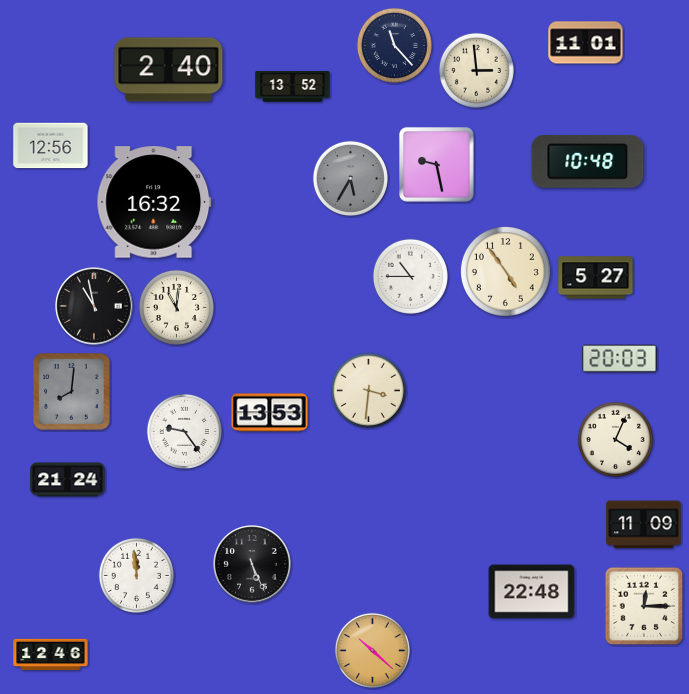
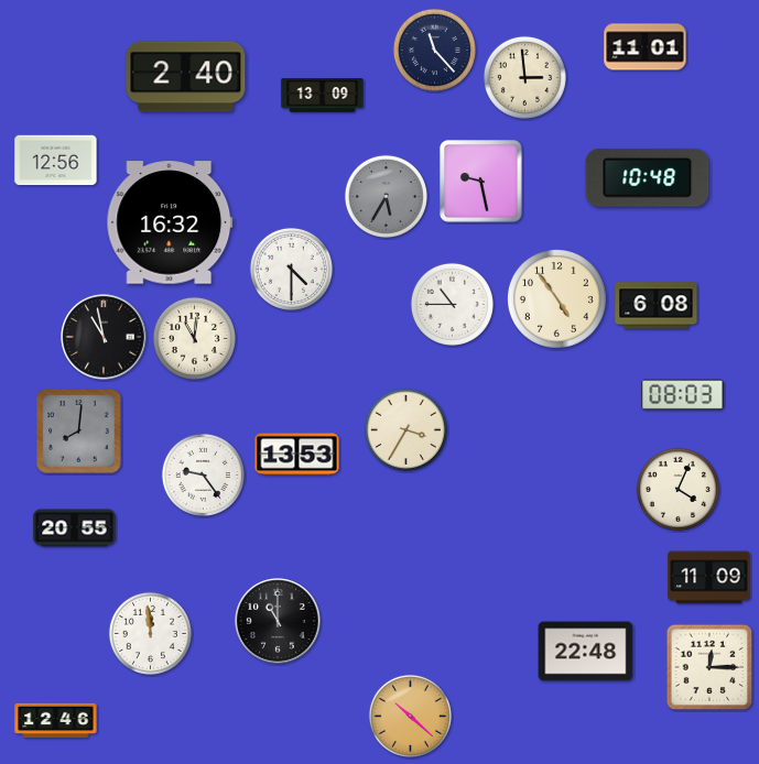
clock at (293, 87): 13:52 -> 13:09
clock at (291, 269): none -> 4:30
clock at (596, 278): 5:27 -> 6:08
clock at (620, 359): 20:03 -> 08:03
clock at (368, 390): 3:31 -> 3:35
clock at (615, 439) position: (615, 439) -> (677, 489)
clock at (68, 480): 21:24 -> 20:55
clock at (252, 564): 5:26 -> 11:00
